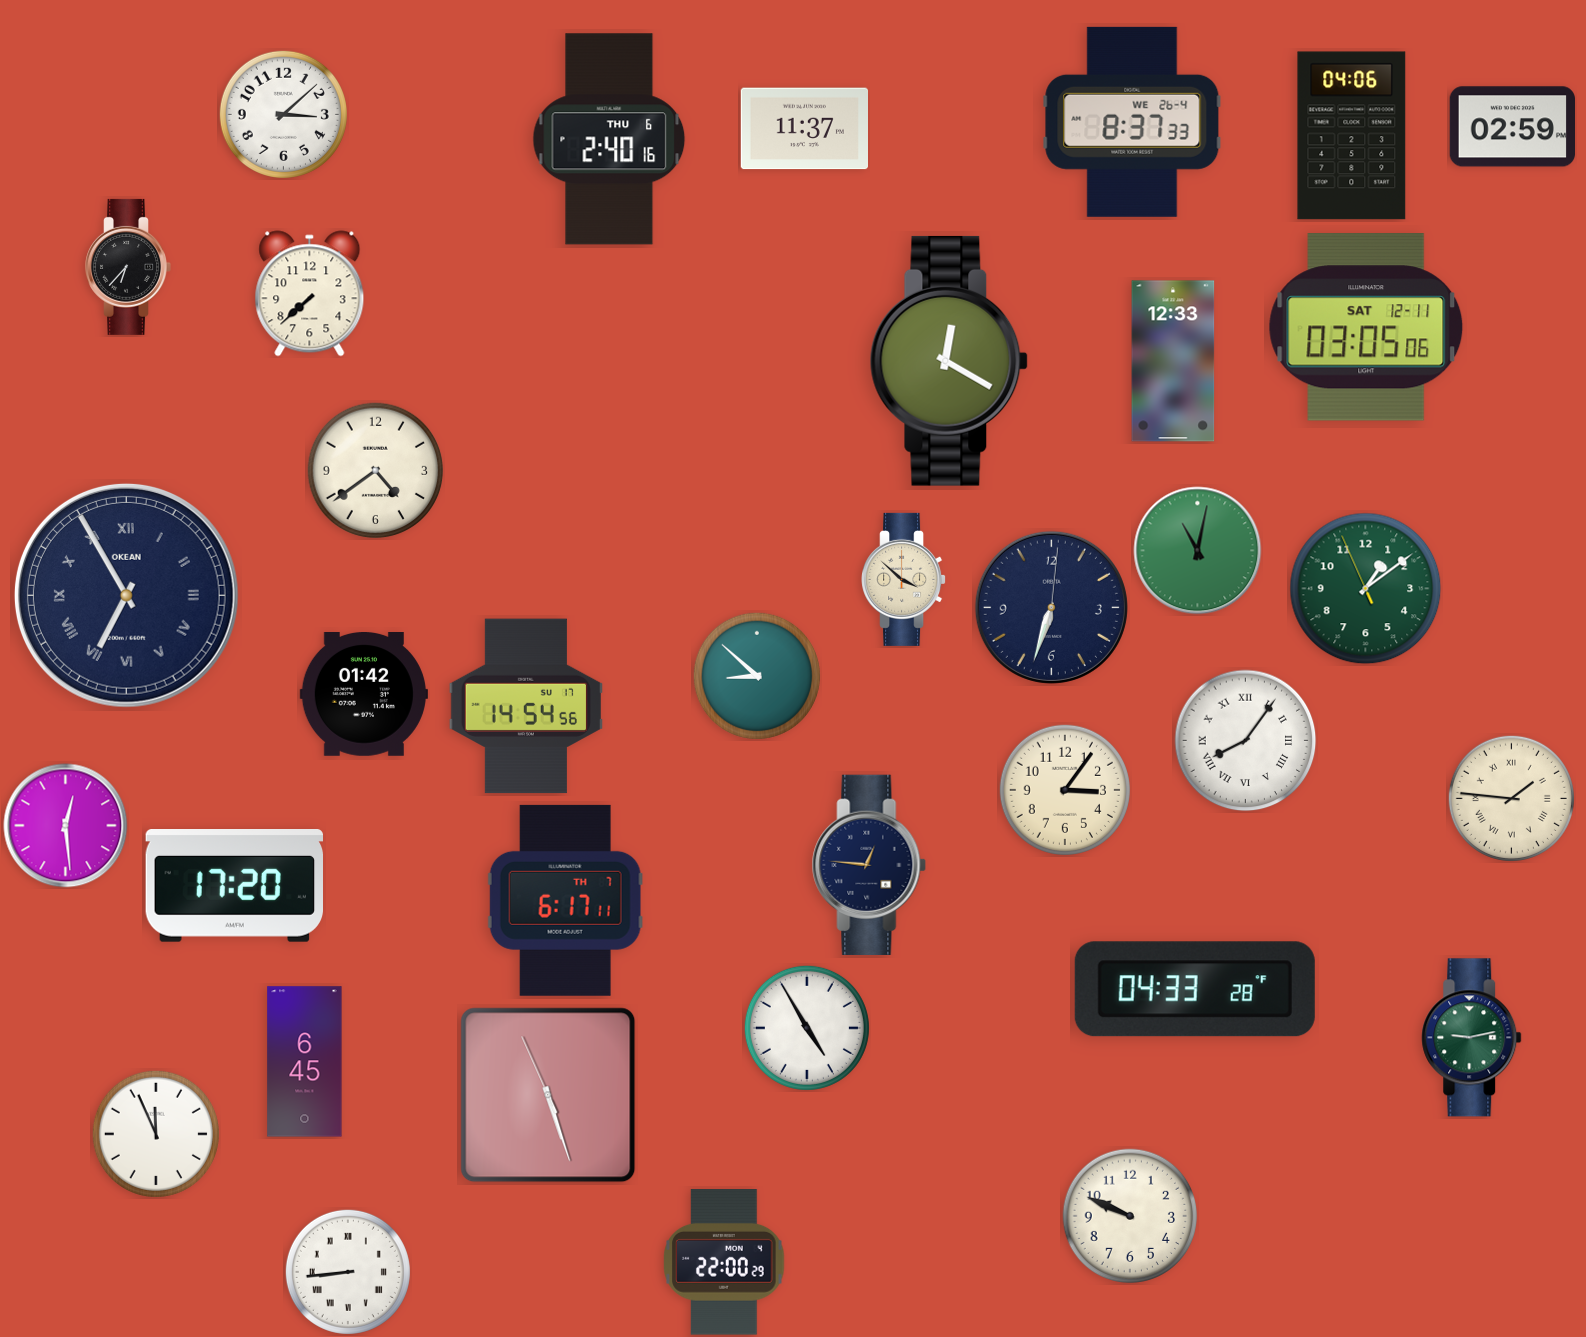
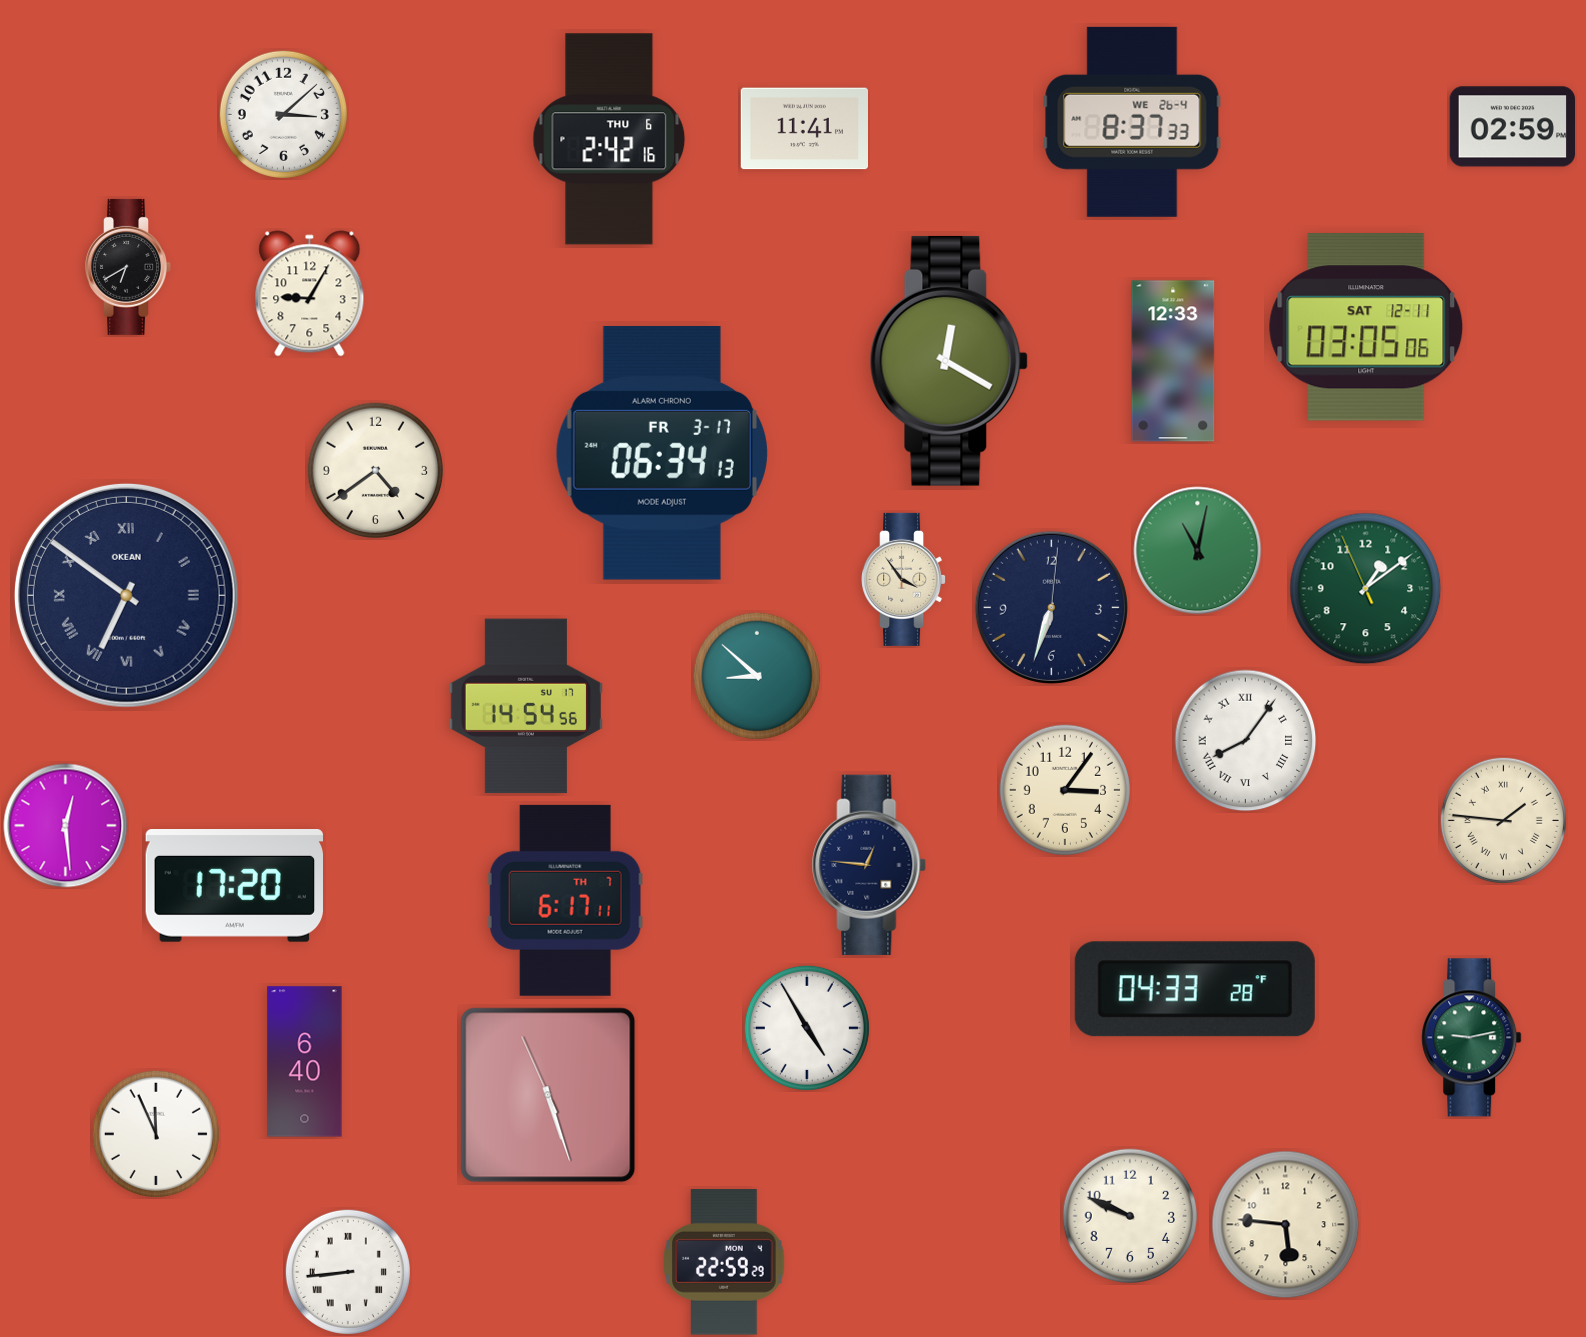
clock at (804, 129): 11:37 -> 11:41
clock at (1352, 136): 04:06 -> none
clock at (609, 139): 2:40 -> 2:42
clock at (128, 267): 6:37 -> 6:40
clock at (310, 294): 7:38 -> 9:05
clock at (662, 454): none -> 06:34
clock at (904, 579): 3:52 -> 3:54
clock at (126, 595): 6:55 -> 6:51
clock at (364, 695): 01:42 -> none
clock at (1511, 798) position: (1511, 798) -> (1503, 820)
clock at (305, 1062): 6:45 -> 6:40
clock at (1286, 1225): none -> 5:46
clock at (724, 1262): 22:00 -> 22:59
